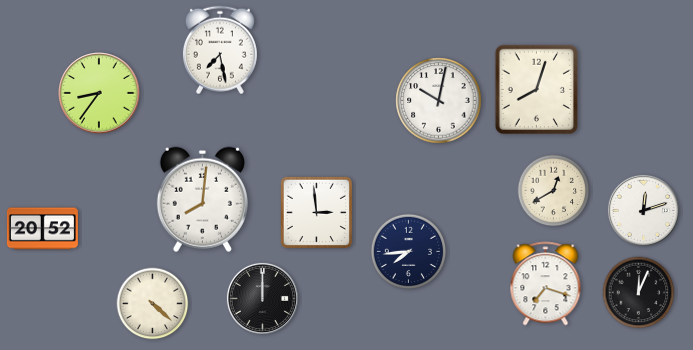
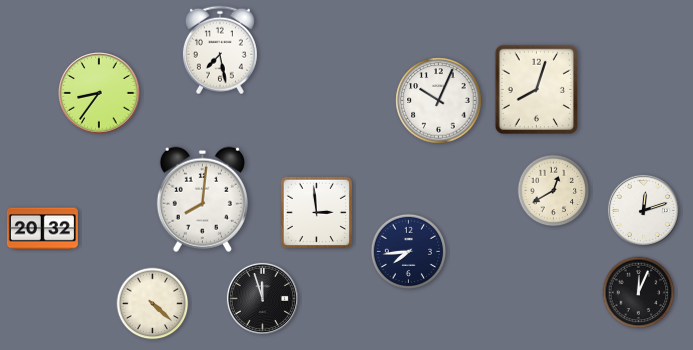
clock at (439, 101): 10:02 -> 10:04
clock at (42, 229): 20:52 -> 20:32
clock at (546, 284): 7:18 -> none
clock at (262, 298): 12:00 -> 11:57
